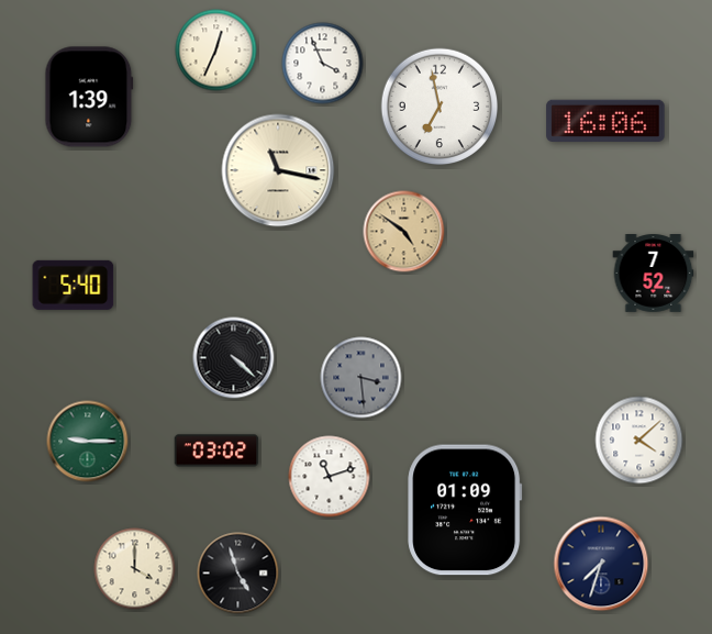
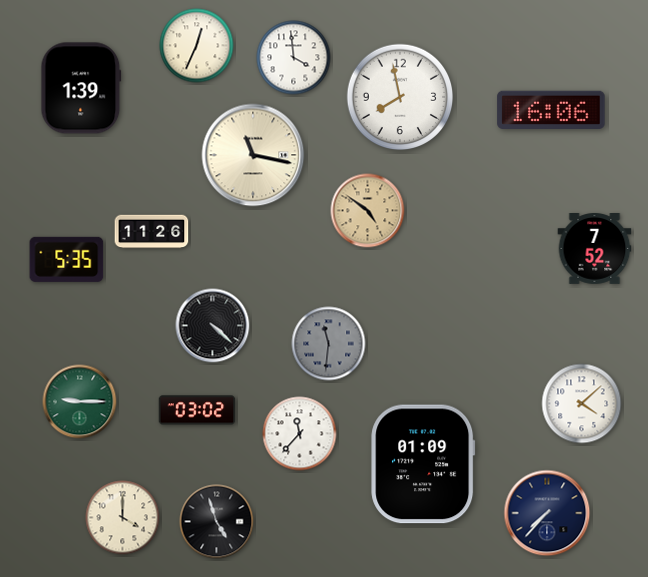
clock at (323, 64): 3:56 -> 3:59
clock at (440, 107): 6:58 -> 7:58
clock at (152, 232): none -> 11:26
clock at (74, 285): 5:40 -> 5:35
clock at (361, 378): 3:29 -> 11:31
clock at (639, 441) position: (639, 441) -> (582, 404)
clock at (330, 477): 11:12 -> 11:37
clock at (601, 564): 7:33 -> 7:37
